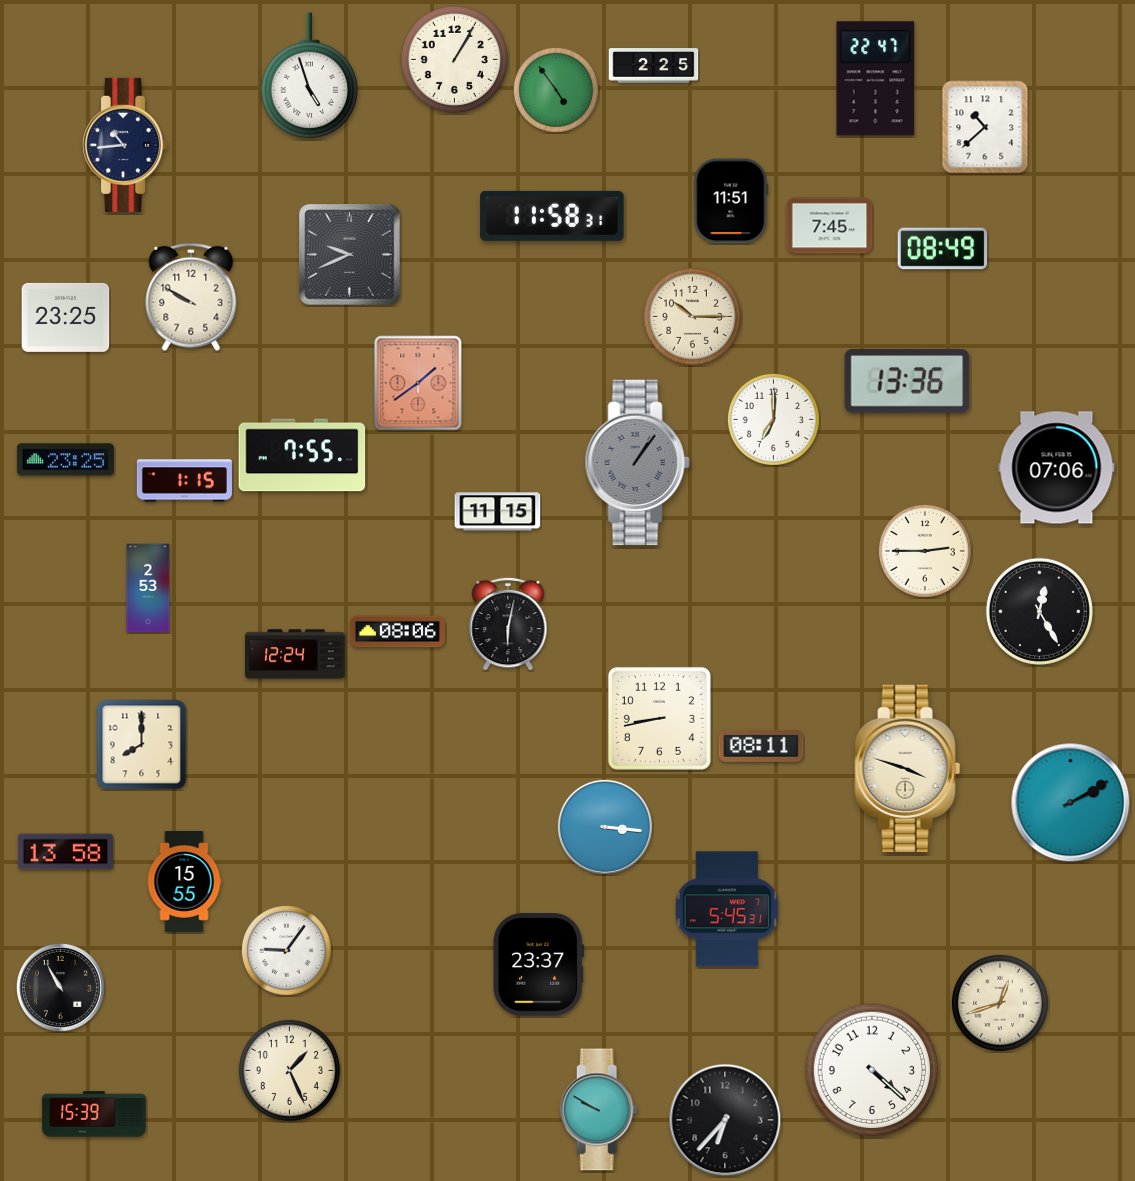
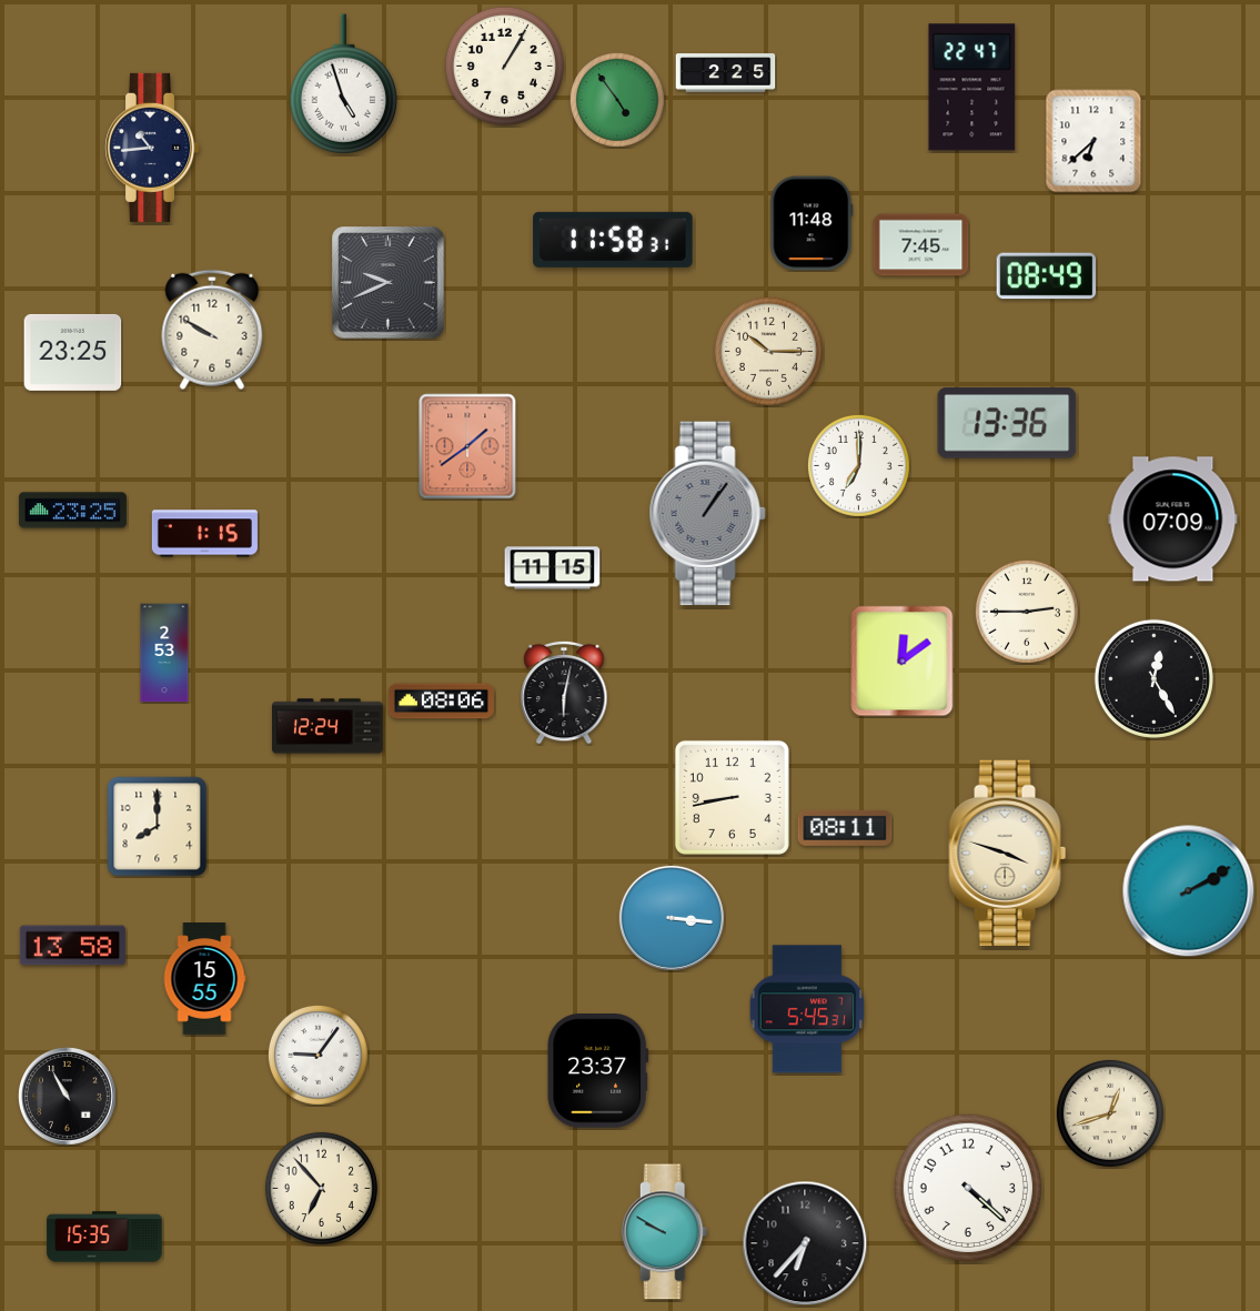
clock at (985, 127): 10:38 -> 6:38
clock at (125, 145) position: (125, 145) -> (152, 148)
clock at (731, 201): 11:51 -> 11:48
clock at (830, 226) position: (830, 226) -> (921, 245)
clock at (418, 383) position: (418, 383) -> (467, 446)
clock at (302, 455): 7:55 -> none
clock at (1057, 468): 07:06 -> 07:09
clock at (903, 662): none -> 12:09
clock at (289, 1070): 1:26 -> 6:53
clock at (94, 1114): 15:39 -> 15:35
